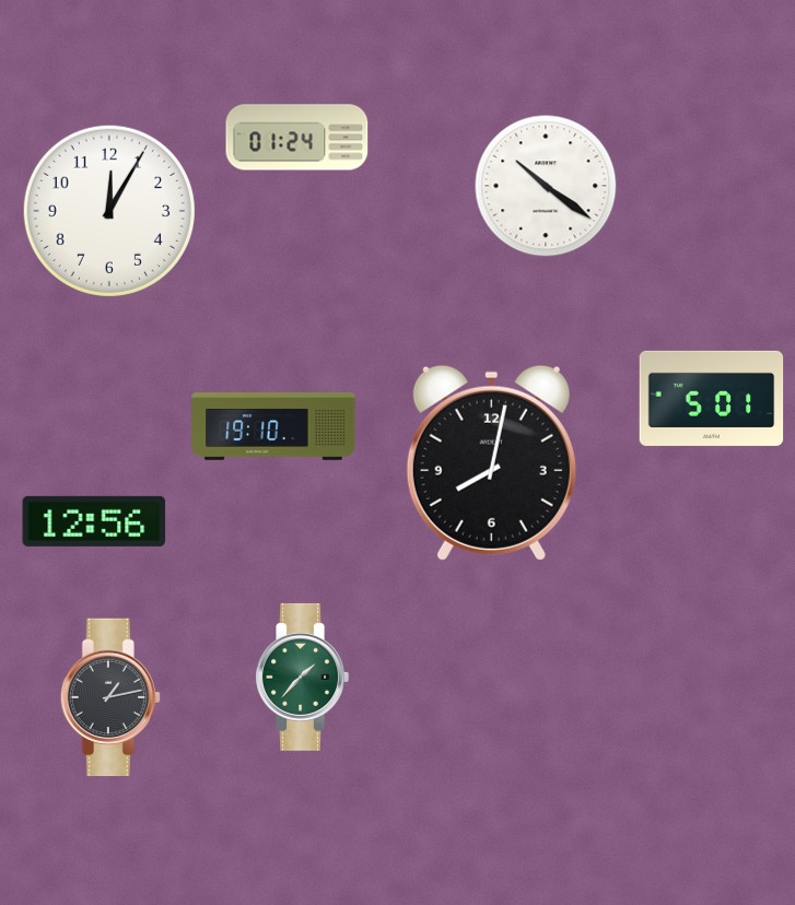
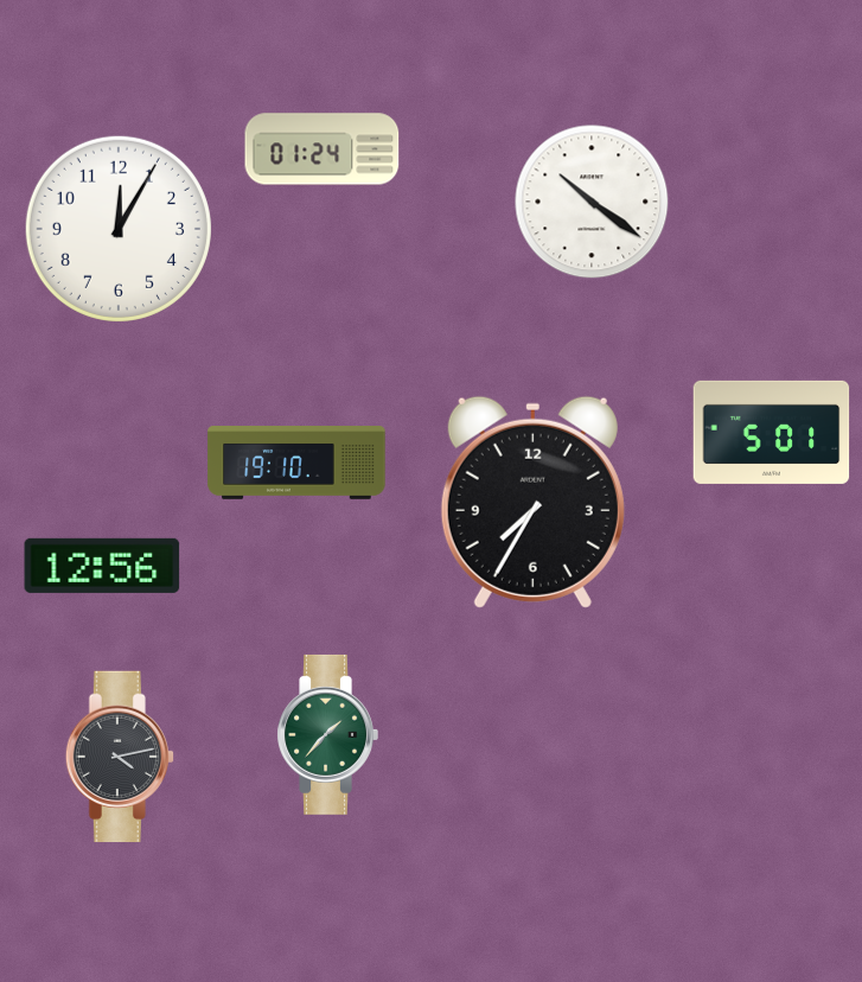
clock at (491, 462): 8:02 -> 7:35
clock at (109, 697): 1:13 -> 4:13
